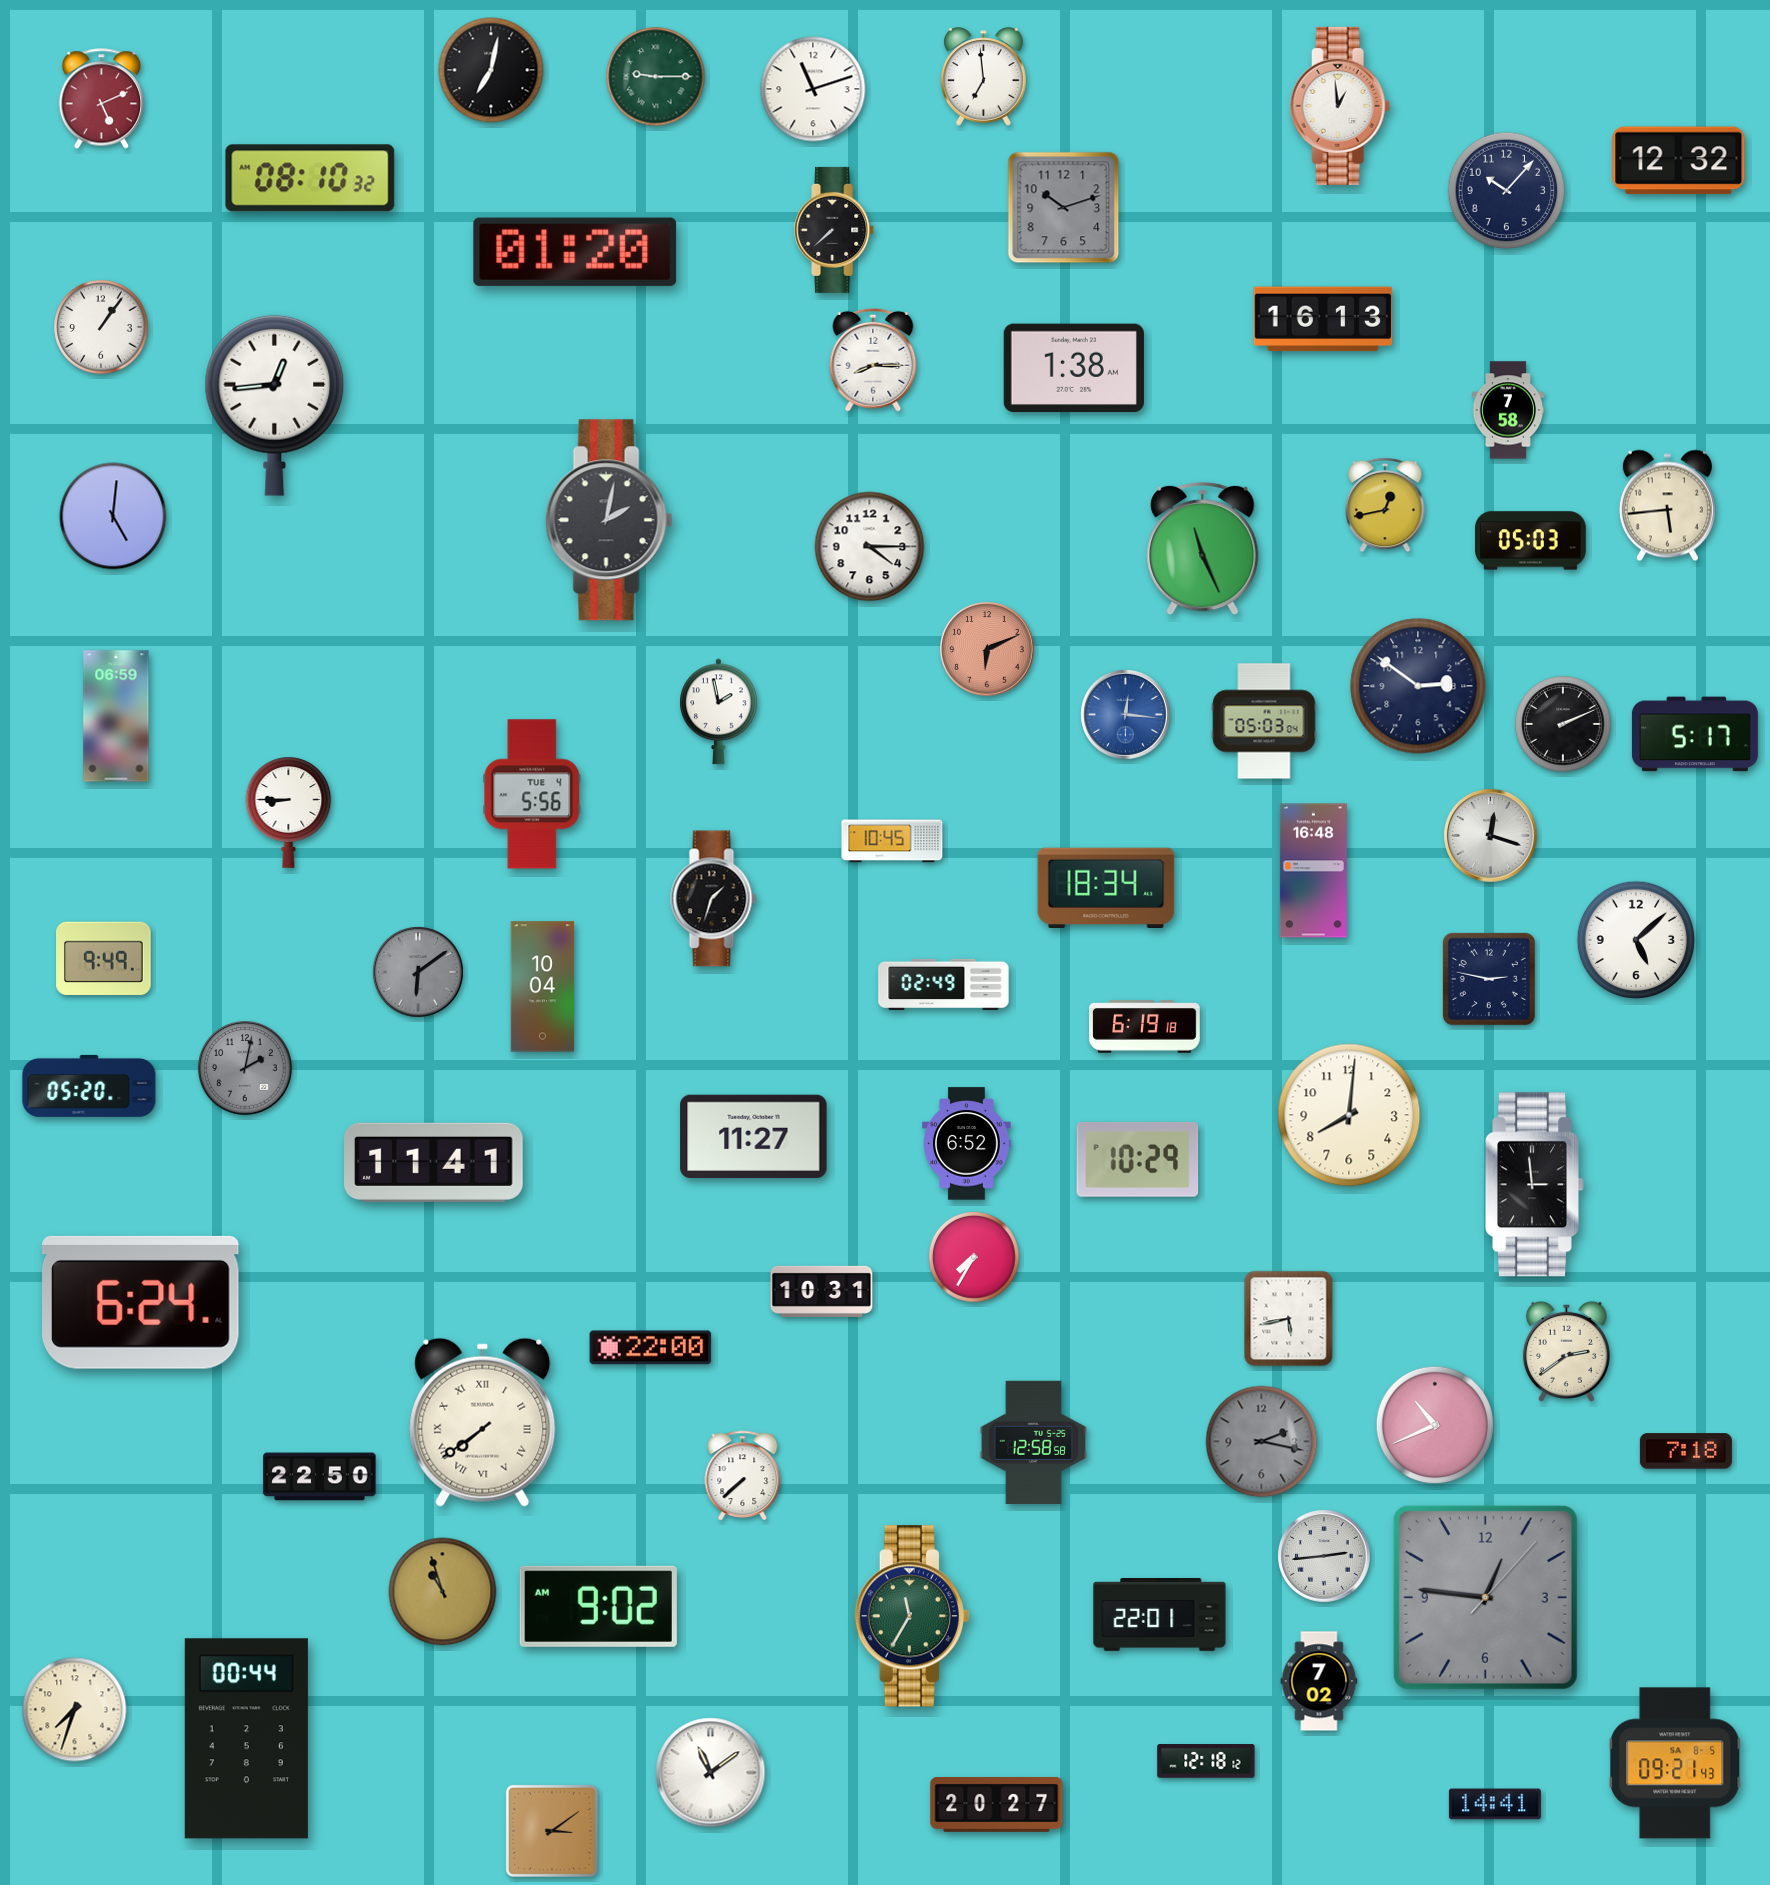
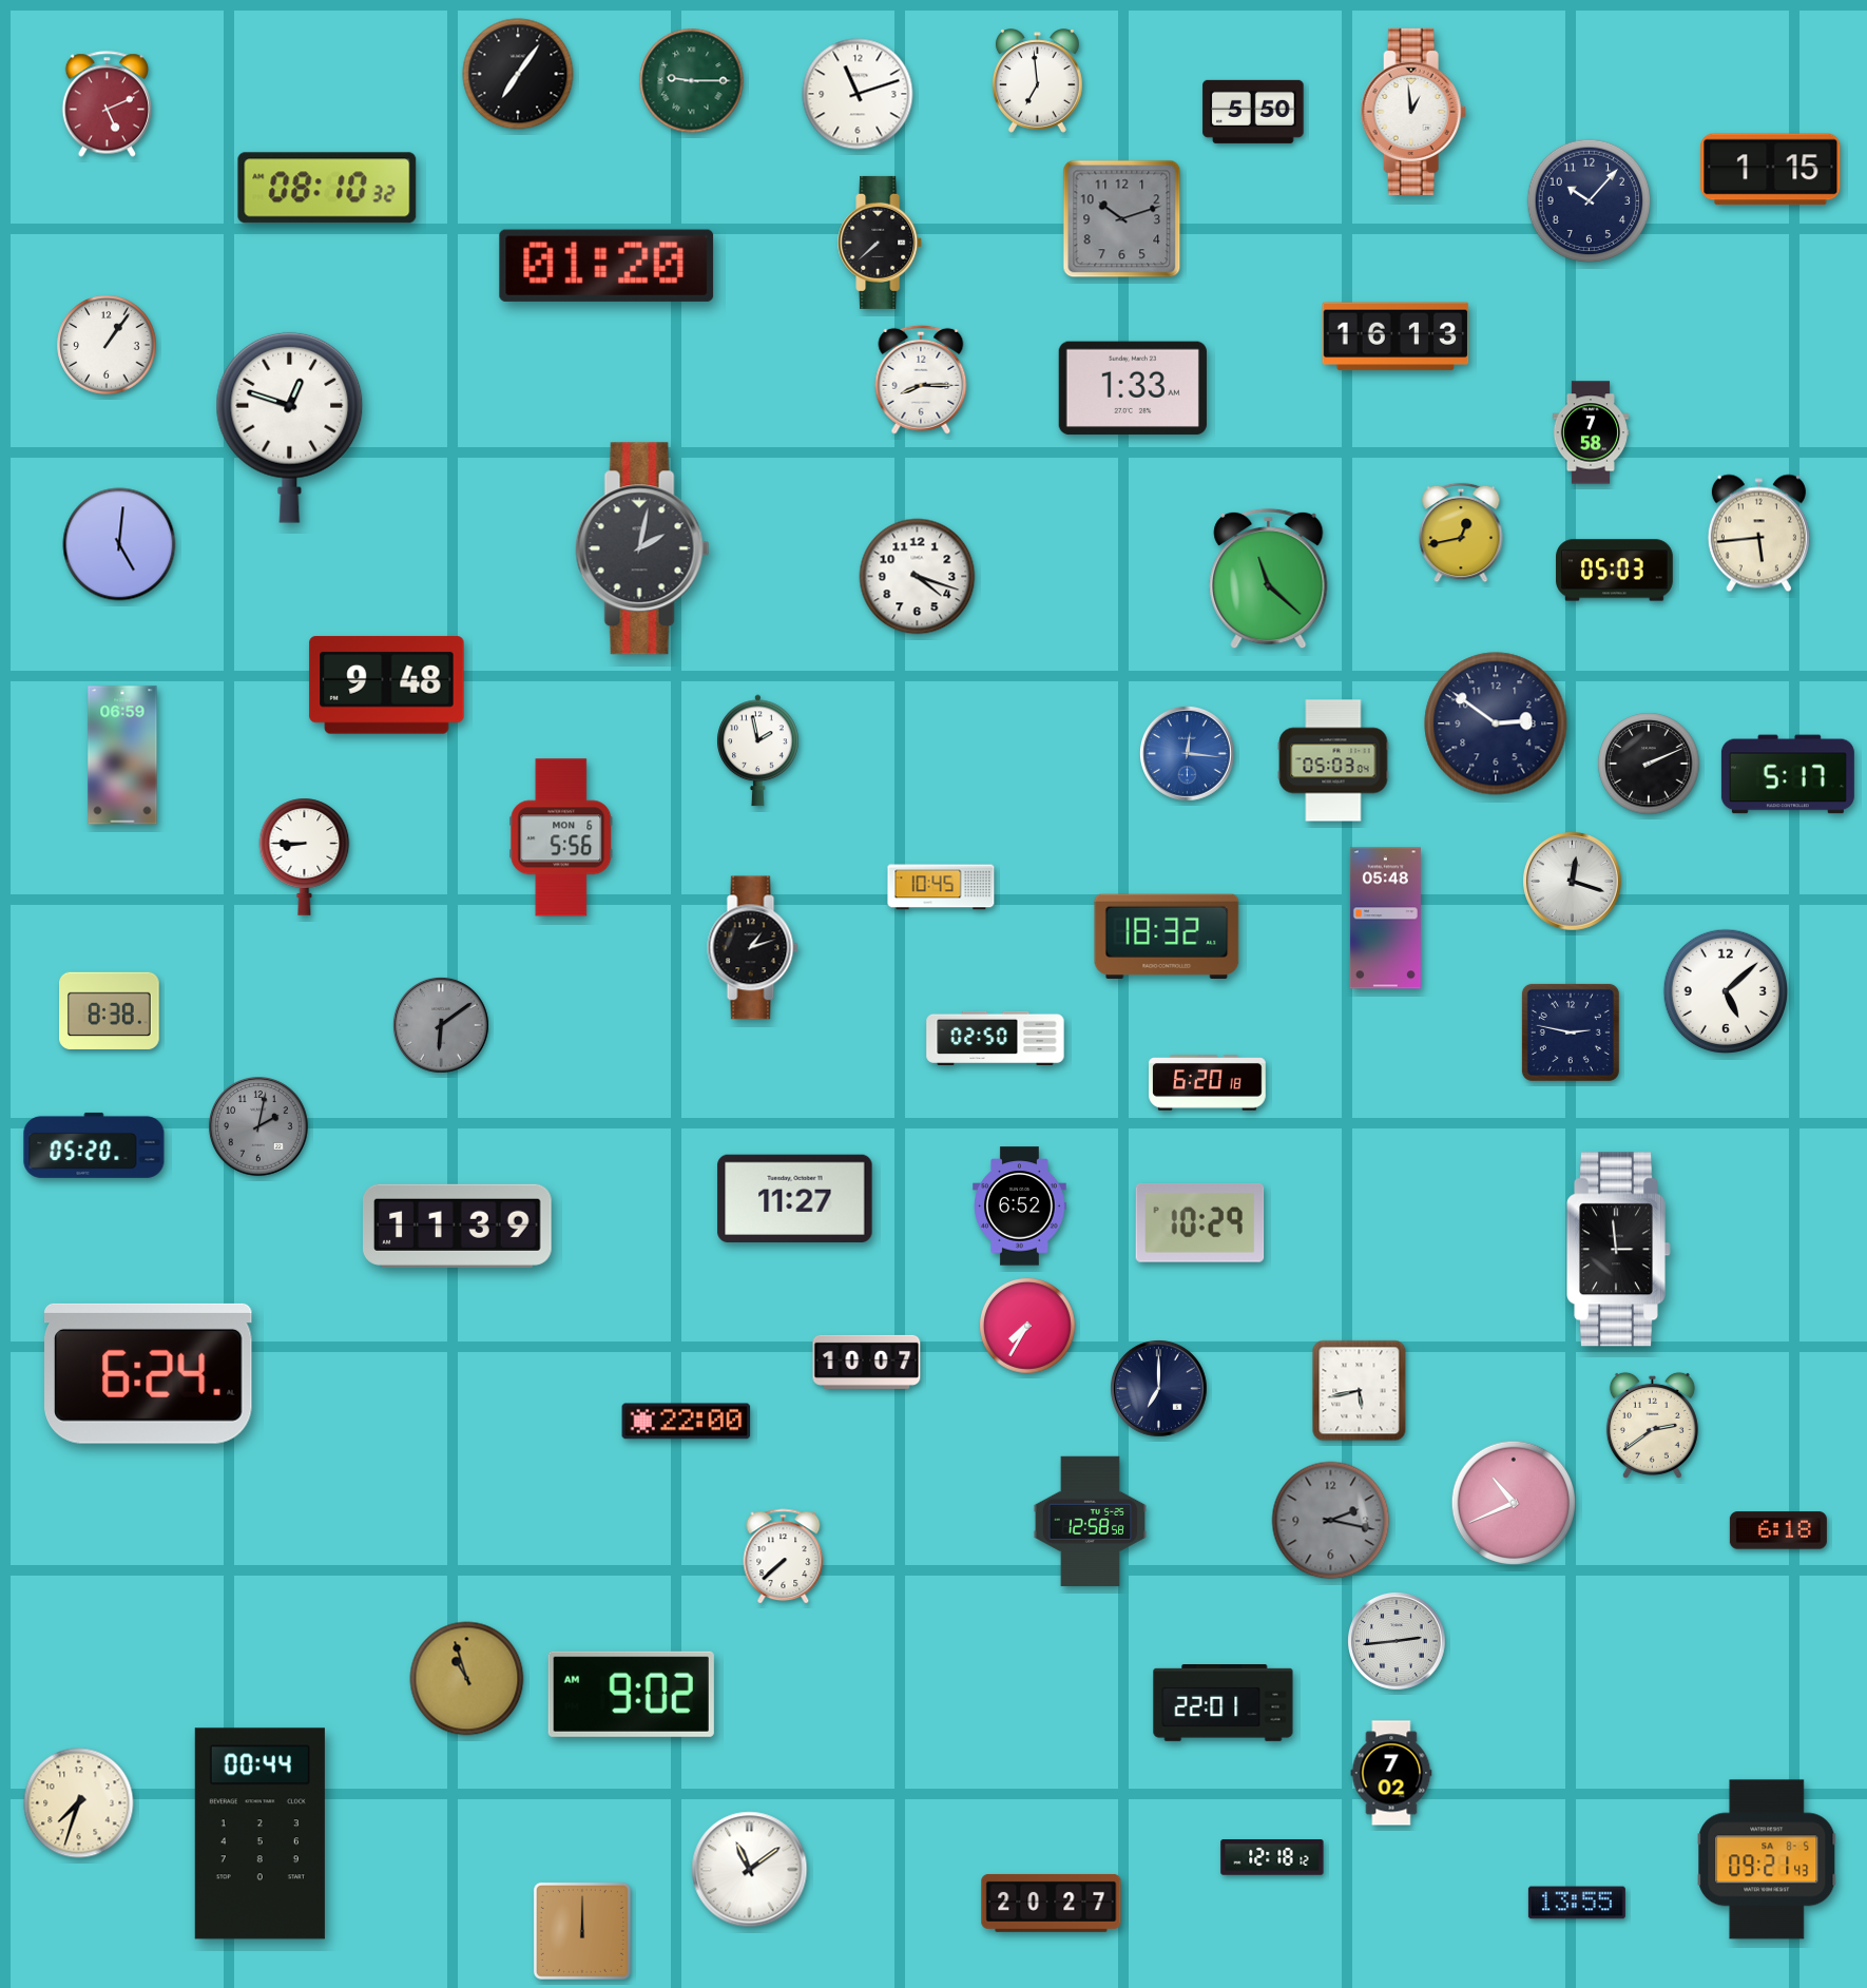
clock at (491, 70): 7:02 -> 7:06
clock at (1253, 112): none -> 5:50
clock at (1679, 161): 12:32 -> 1:15
clock at (1074, 368): 1:38 -> 1:33
clock at (275, 405): 12:44 -> 12:48
clock at (870, 547): 4:15 -> 4:18
clock at (1203, 549): 11:26 -> 11:22
clock at (987, 649): 6:11 -> none
clock at (387, 686): none -> 9:48
clock at (532, 794) date: TUE 4 -> MON 6
clock at (1313, 871): 16:48 -> 05:48
clock at (1106, 887): 18:34 -> 18:32
clock at (714, 899): 1:33 -> 1:12
clock at (104, 958): 9:49 -> 8:38
clock at (944, 984): 02:49 -> 02:50
clock at (543, 987): 10:04 -> none
clock at (1145, 1027): 6:19 -> 6:20
clock at (1349, 1115): 8:01 -> none
clock at (434, 1162): 11:41 -> 11:39
clock at (822, 1291): 10:31 -> 10:07
clock at (1159, 1389): none -> 7:00
clock at (483, 1422): 7:39 -> none
clock at (1686, 1451): 7:18 -> 6:18
clock at (320, 1477): 22:50 -> none
clock at (1485, 1597): 12:46 -> none
clock at (912, 1616): 11:35 -> none
clock at (1495, 1804): 14:41 -> 13:55
clock at (552, 1831): 3:09 -> 12:00
